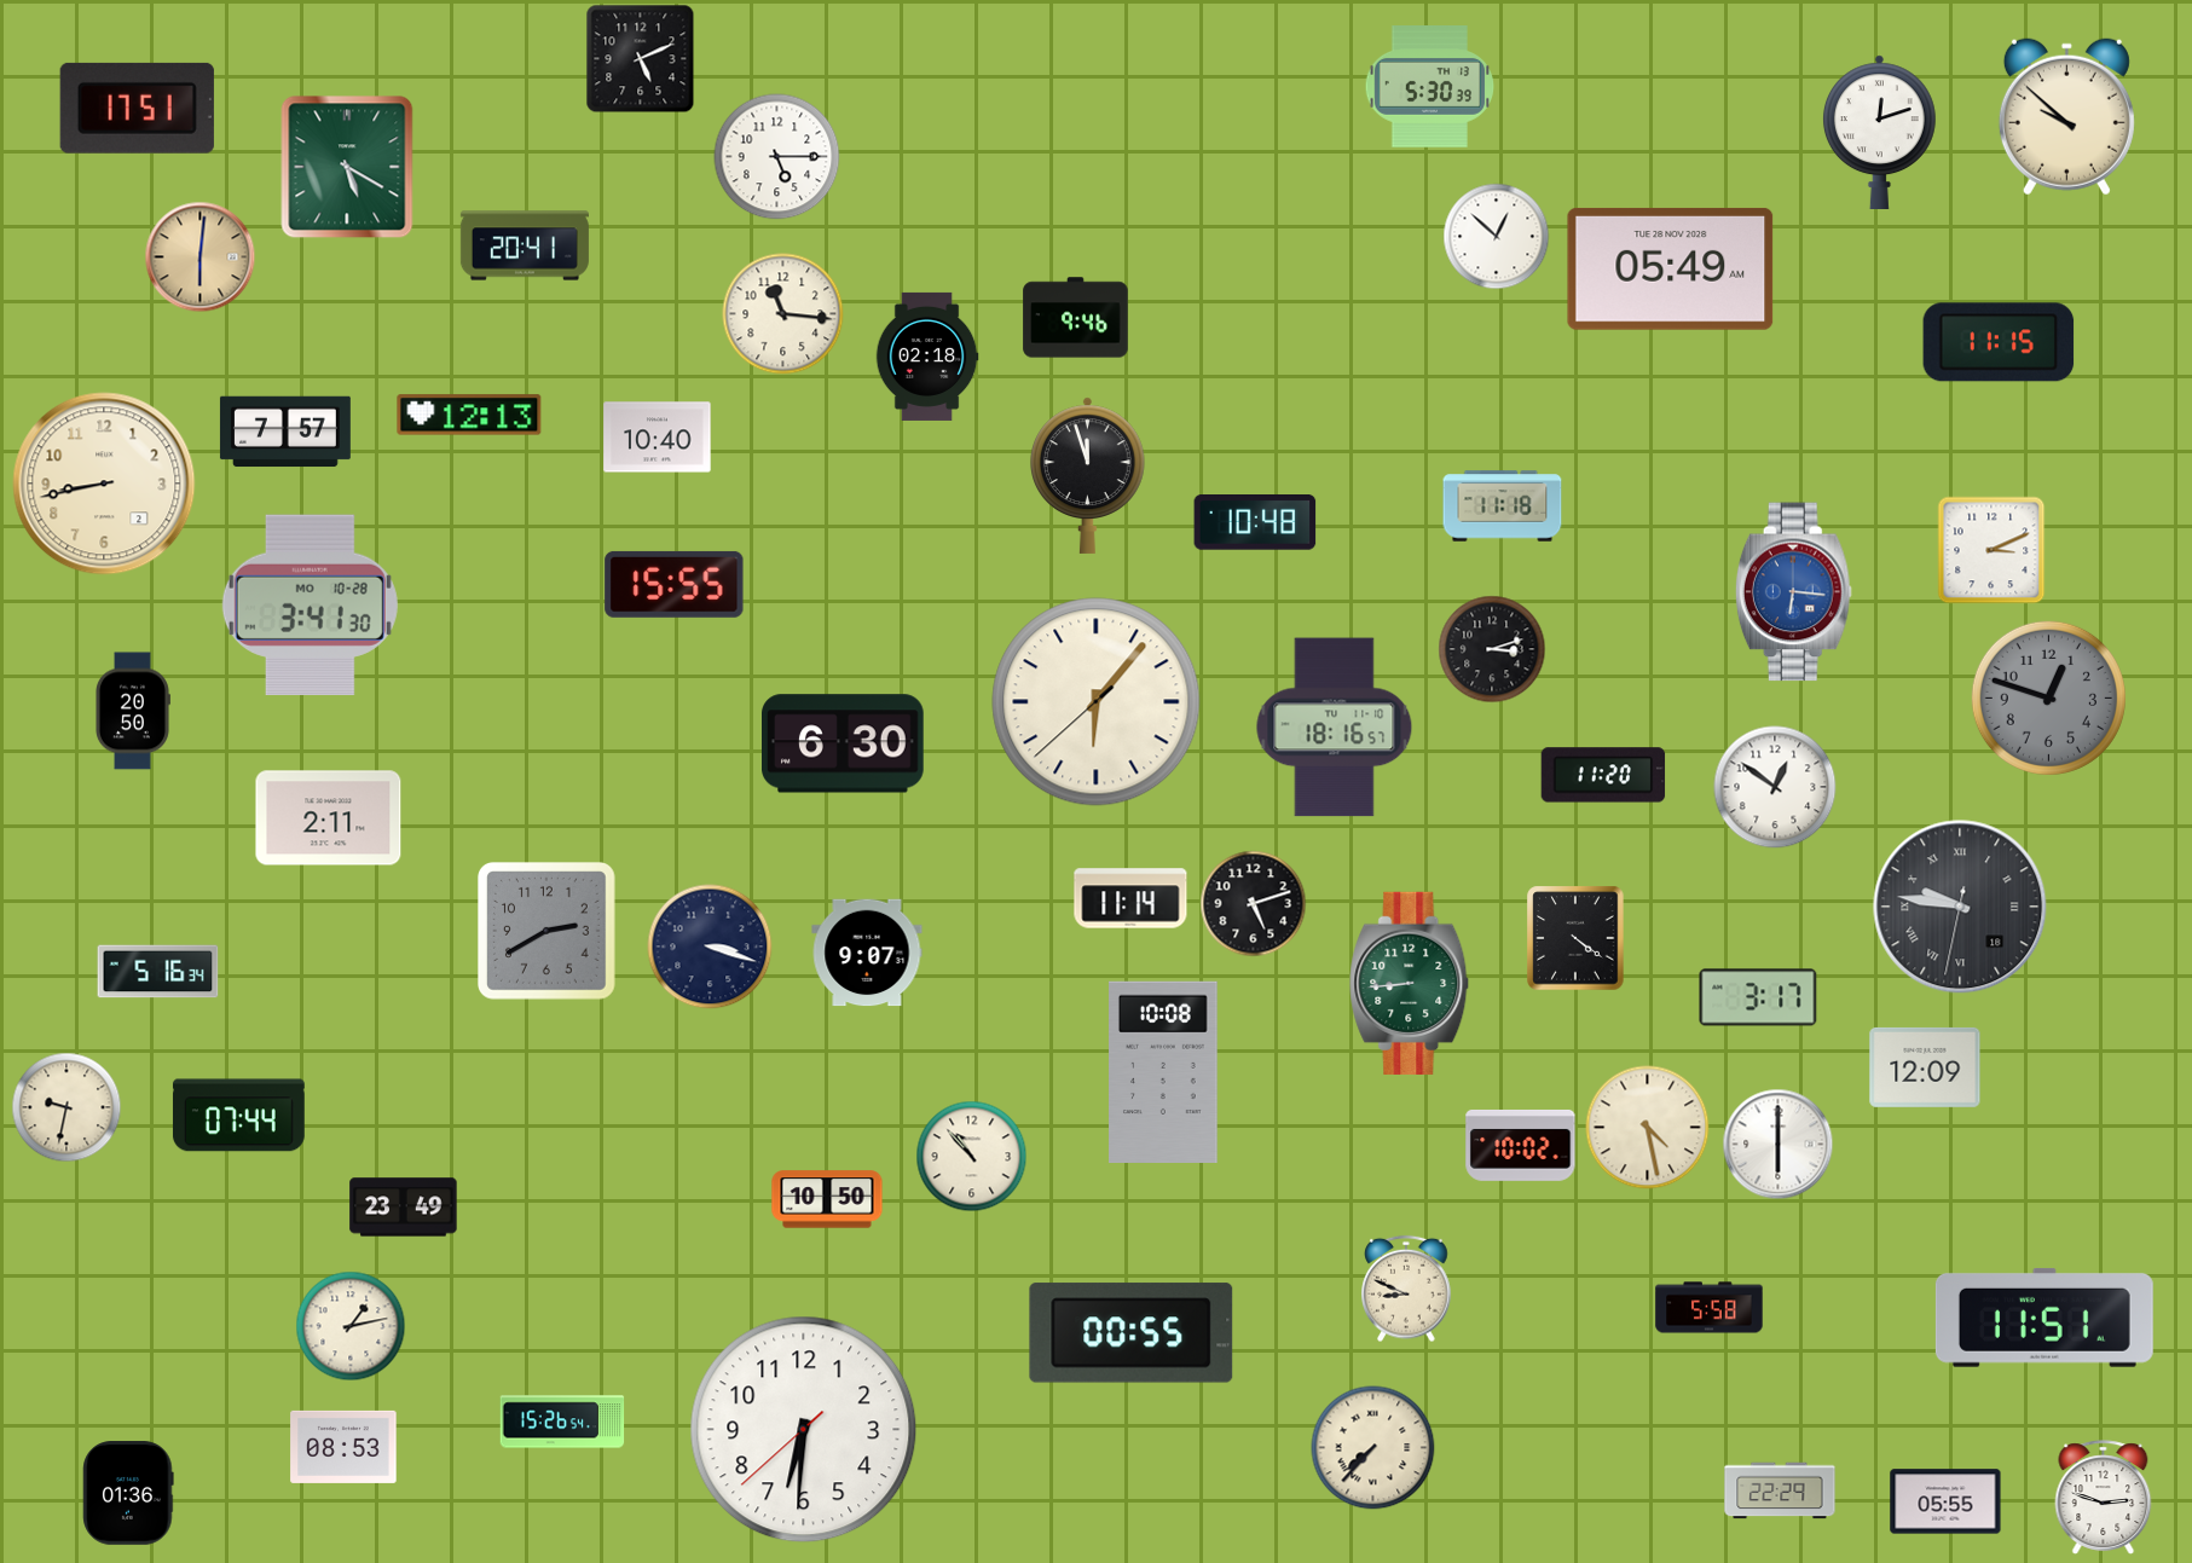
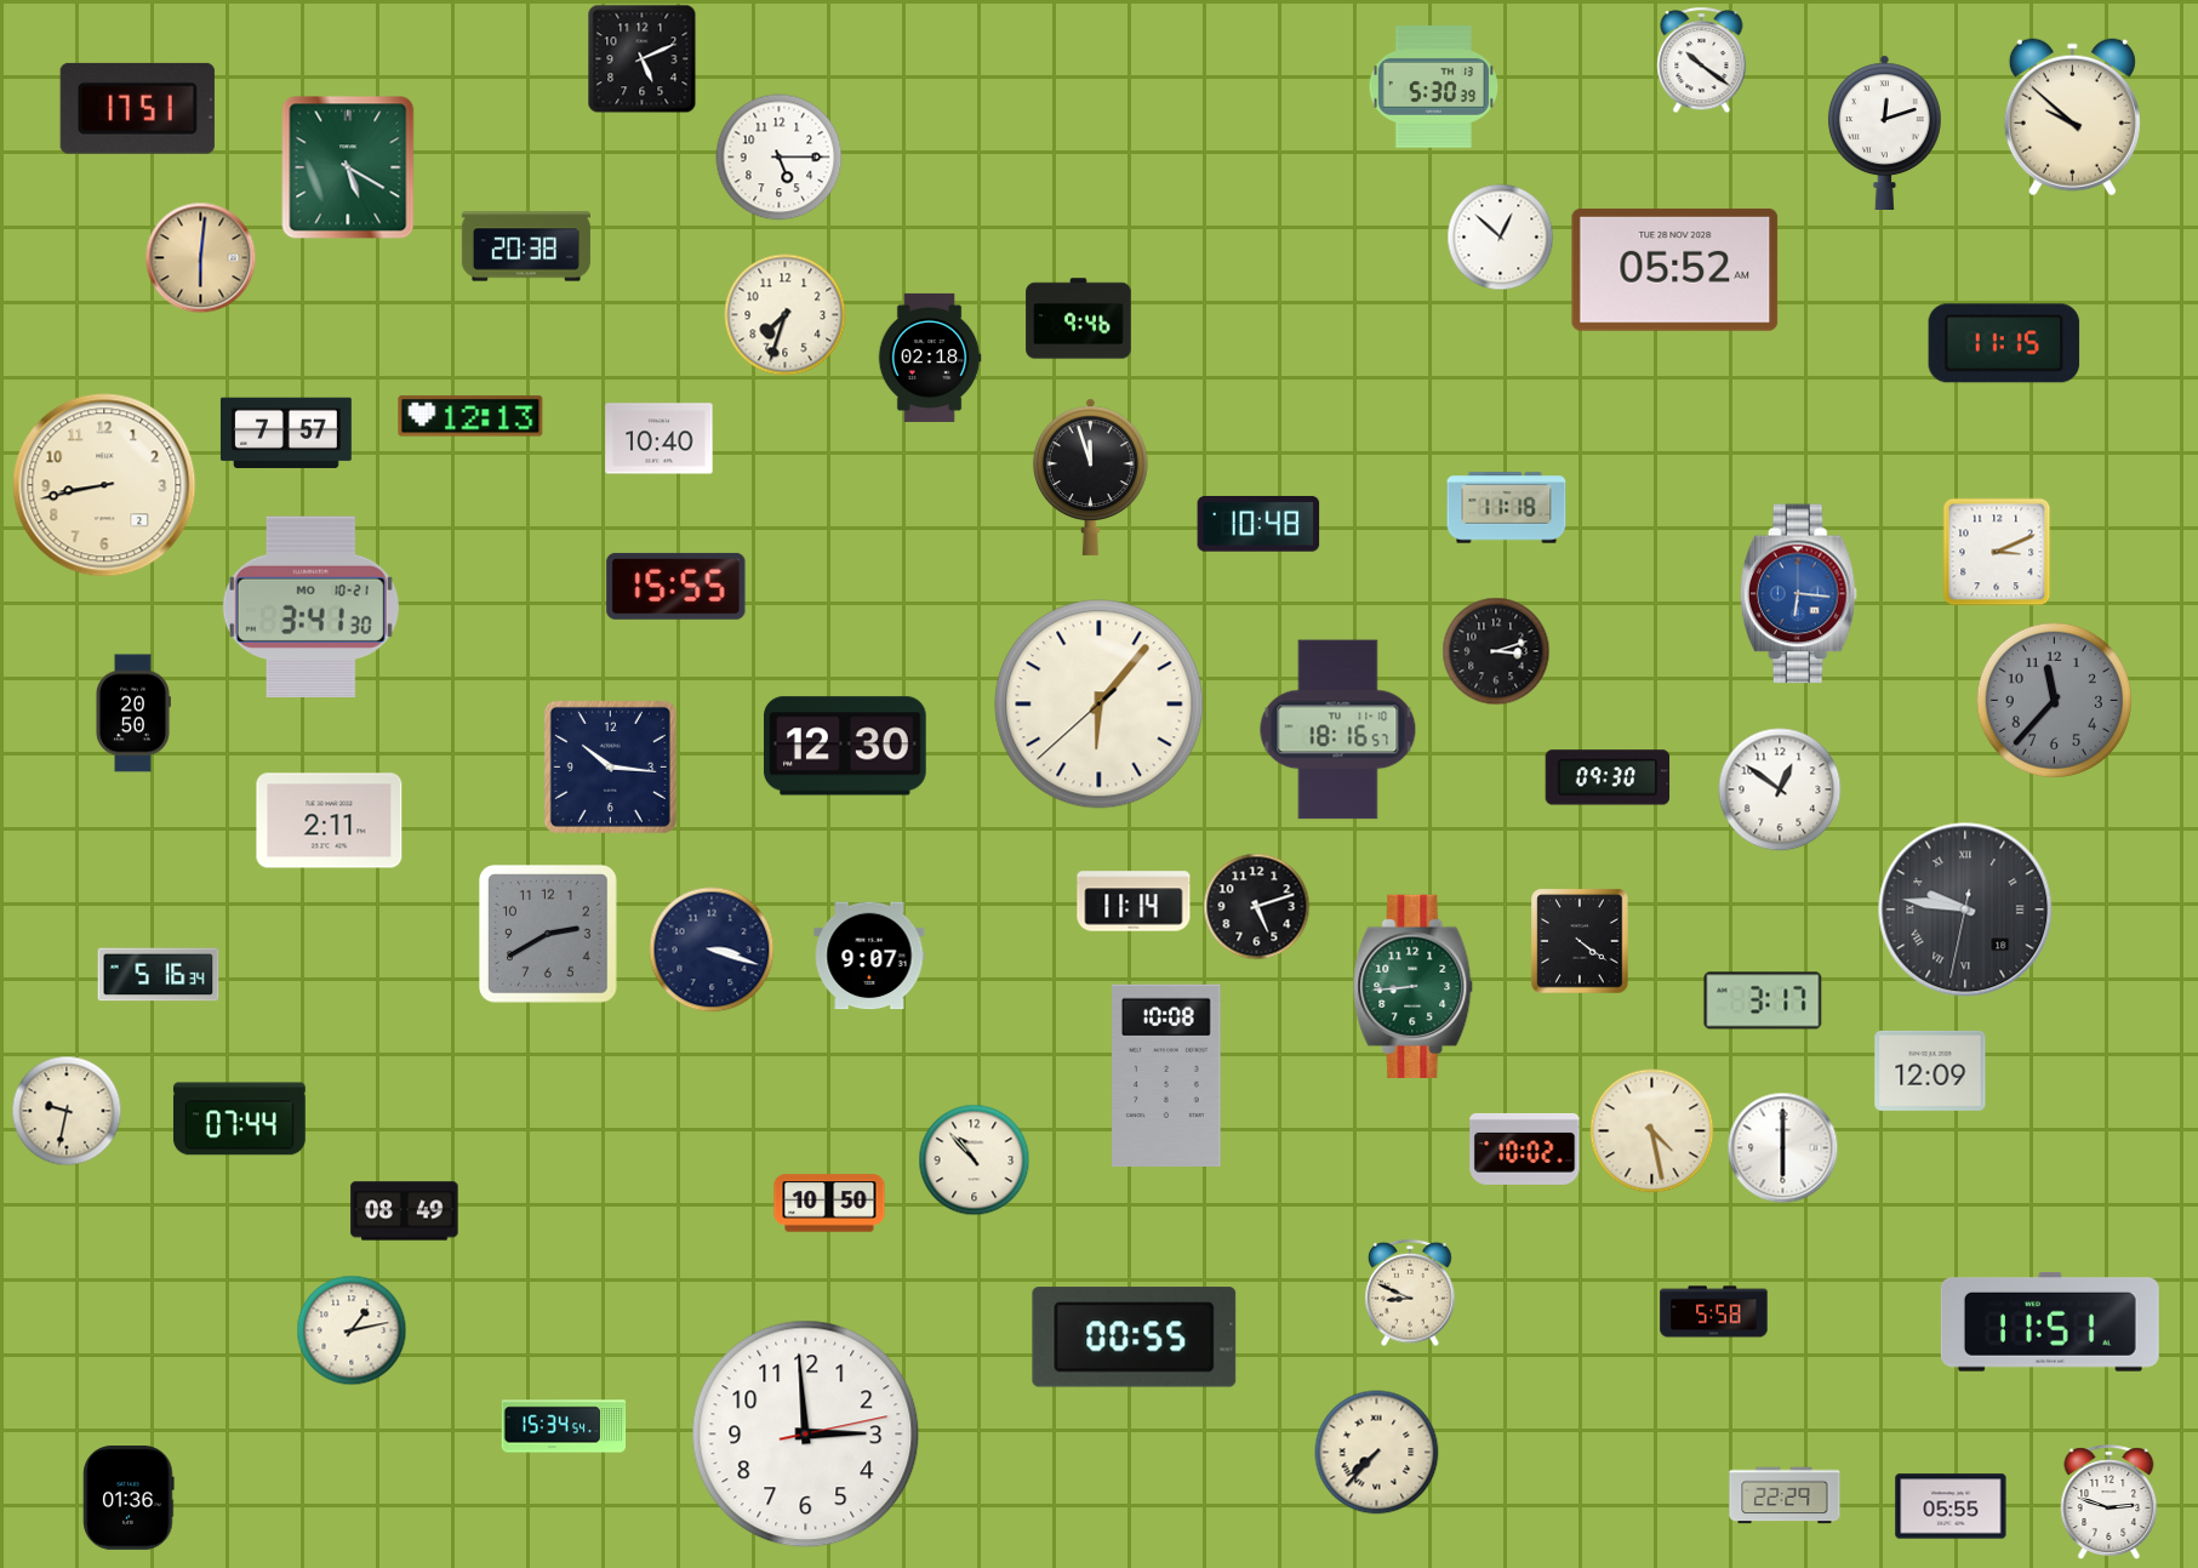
clock at (1702, 61): none -> 10:21
clock at (525, 245): 20:41 -> 20:38
clock at (1671, 268): 05:49 -> 05:52
clock at (783, 314): 11:16 -> 7:33
clock at (310, 604) date: MO 10-28 -> MO 10-21
clock at (2048, 697): 12:48 -> 11:37
clock at (844, 743): 6:30 -> 12:30
clock at (610, 766): none -> 10:16
clock at (1603, 775): 11:20 -> 09:30
clock at (404, 1208): 23:49 -> 08:49
clock at (562, 1422): 15:26 -> 15:34
clock at (804, 1430): 6:30 -> 2:59
clock at (343, 1447): 08:53 -> none
